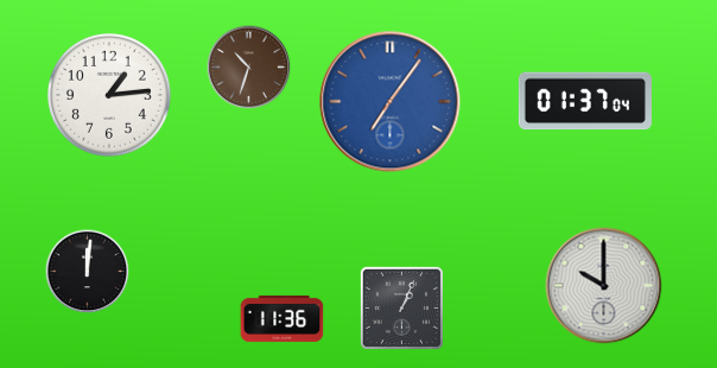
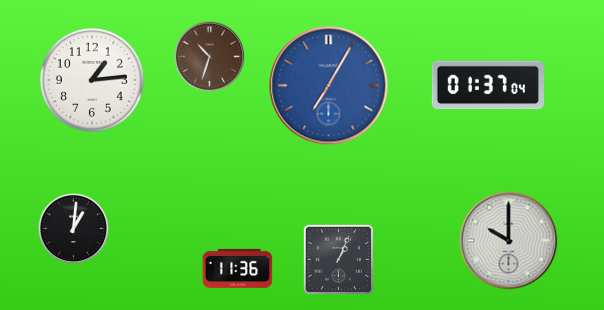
clock at (585, 101) position: (585, 101) -> (488, 85)
clock at (391, 102): 7:06 -> 7:05
clock at (88, 272): 12:01 -> 1:01
